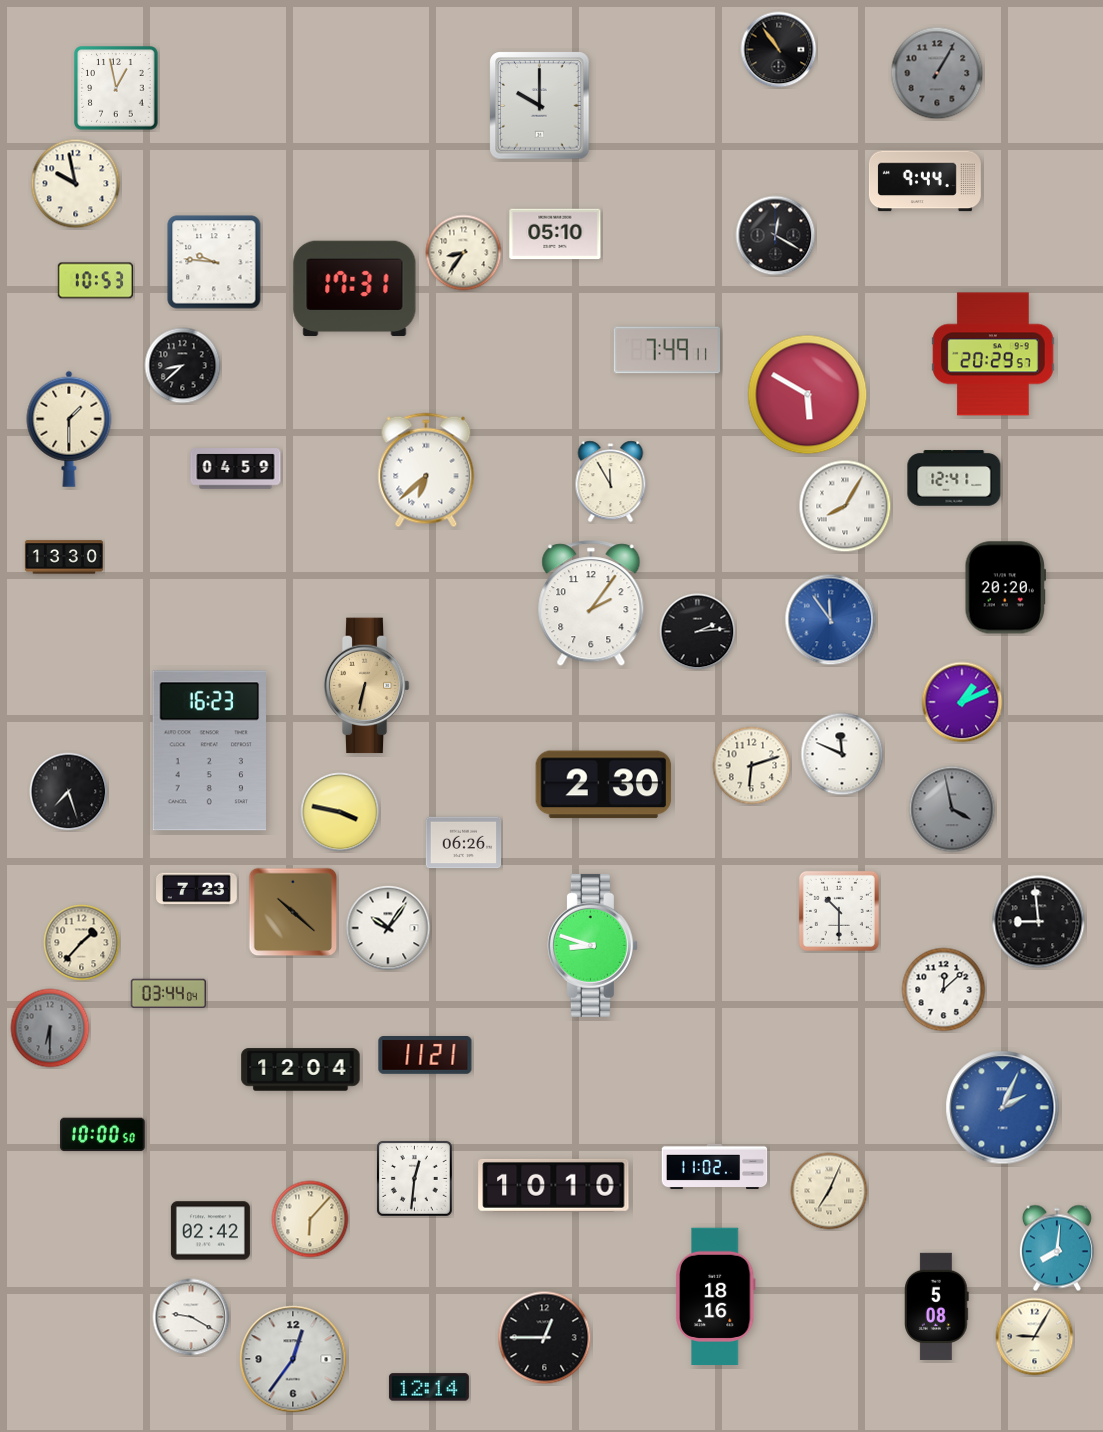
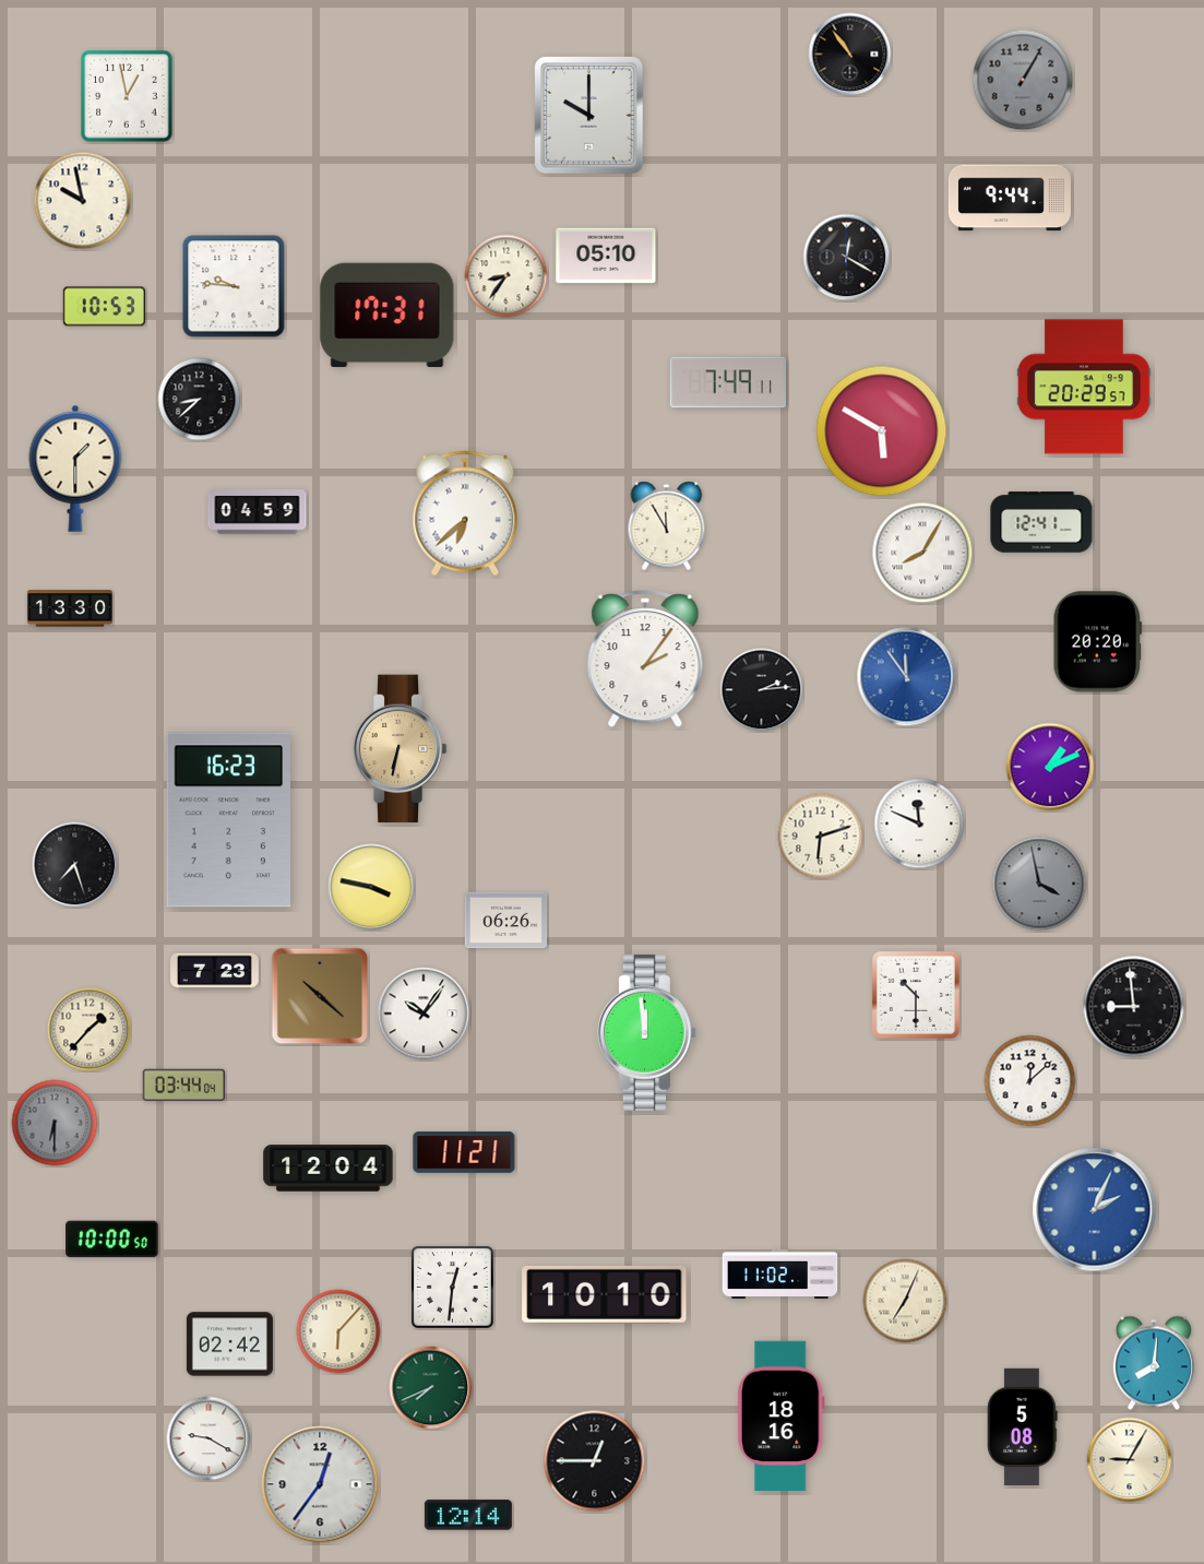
clock at (604, 785): 2:30 -> none
clock at (592, 945): 8:48 -> 11:59
clock at (431, 1388): none -> 7:41
